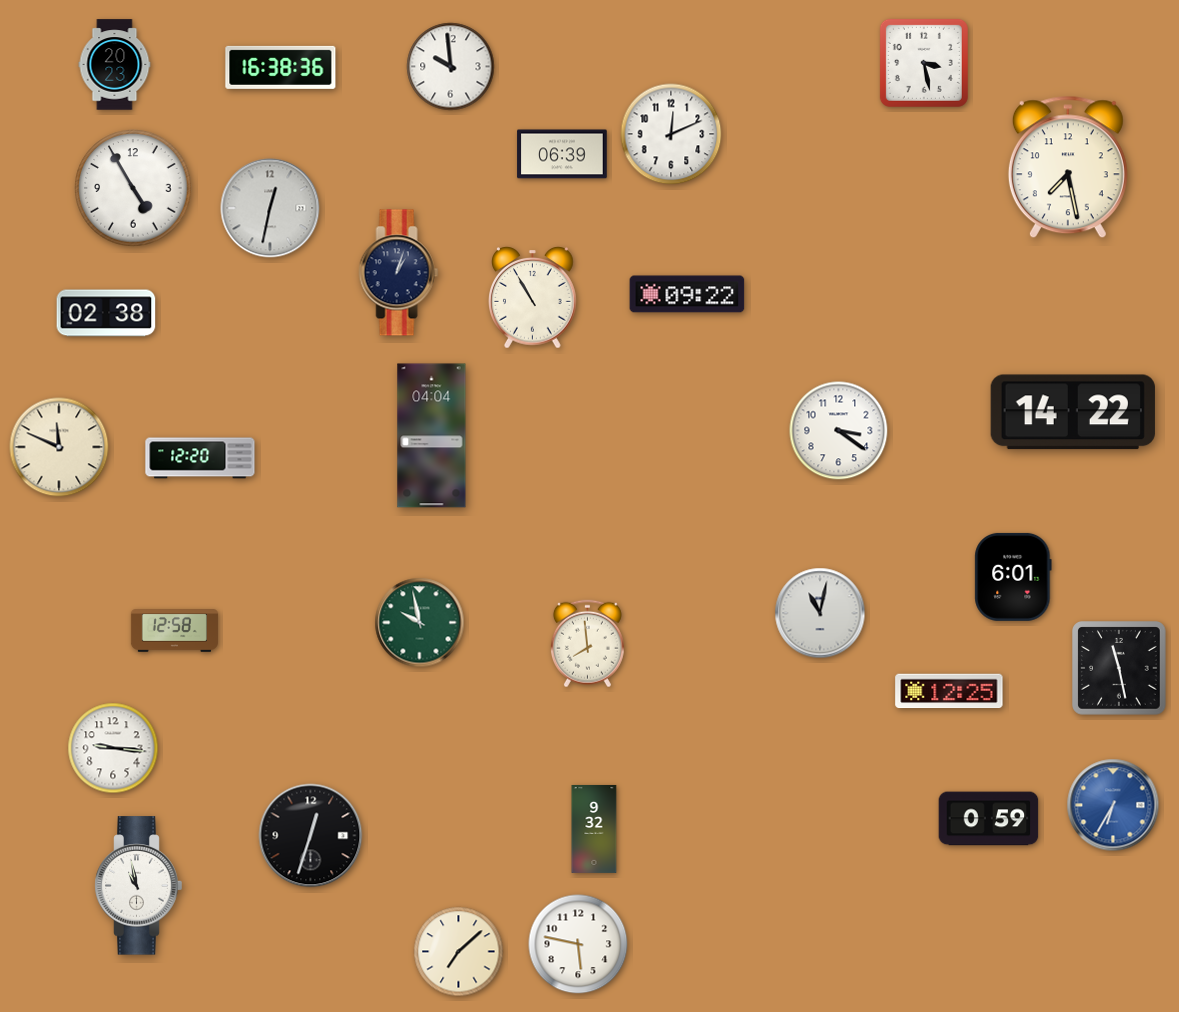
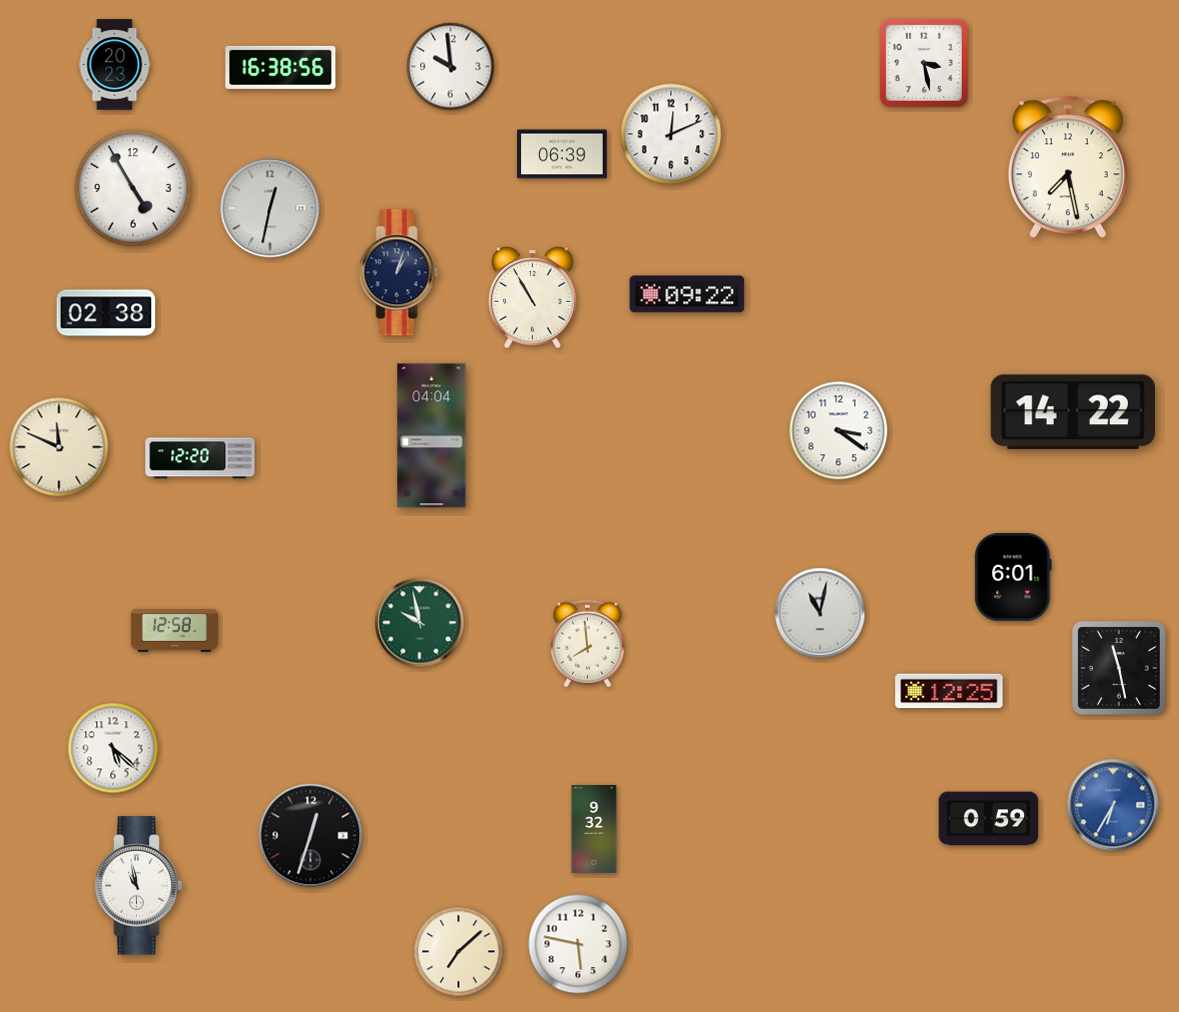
clock at (281, 67): 16:38:36 -> 16:38:56
clock at (113, 748): 9:16 -> 5:22
